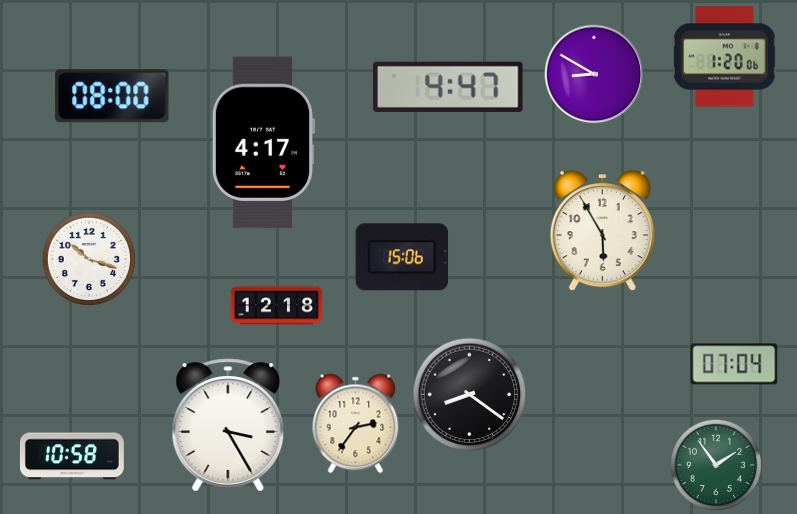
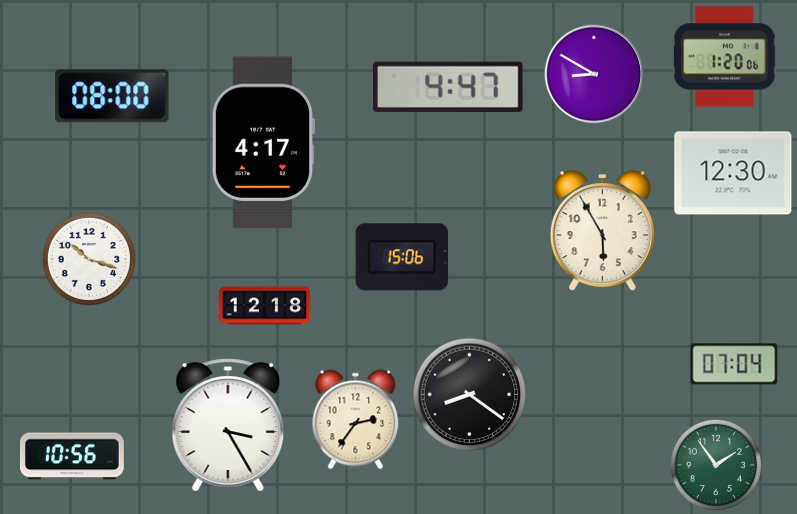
clock at (733, 173): none -> 12:30
clock at (277, 306) position: (277, 306) -> (265, 306)
clock at (356, 424) position: (356, 424) -> (356, 420)
clock at (72, 456): 10:58 -> 10:56
